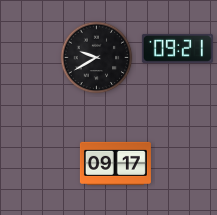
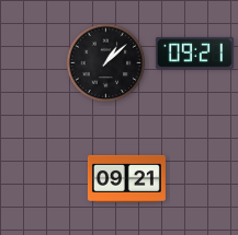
clock at (97, 58): 9:40 -> 1:08
clock at (115, 163): 09:17 -> 09:21
